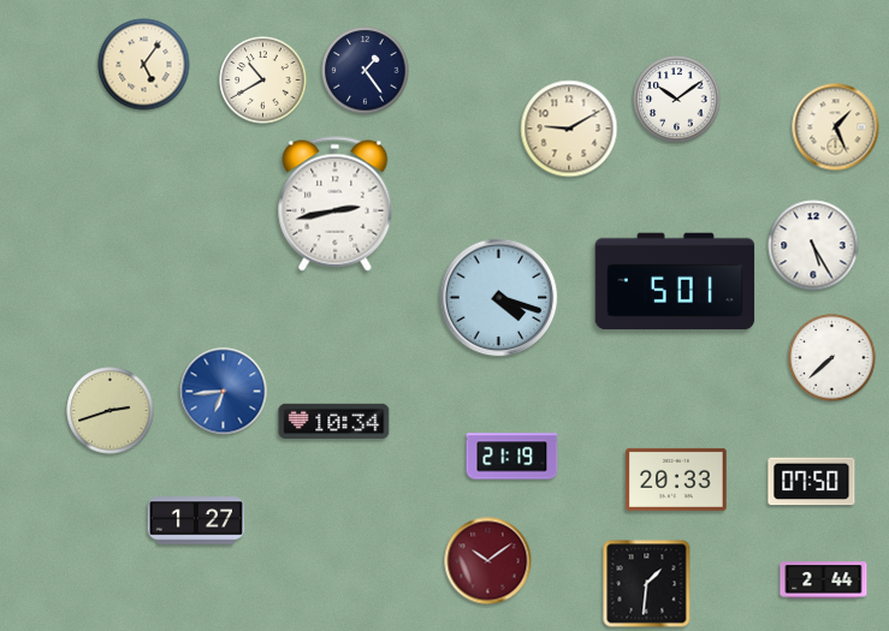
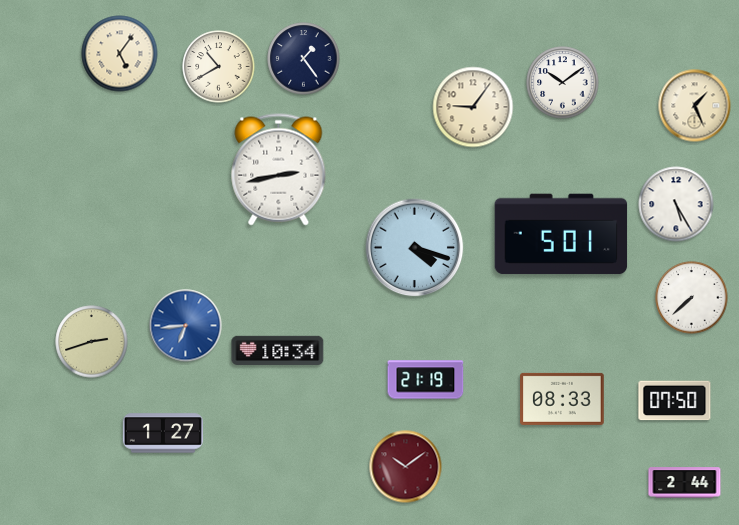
clock at (569, 129): 9:10 -> 9:06
clock at (676, 480): 20:33 -> 08:33
clock at (647, 584): 1:31 -> none
